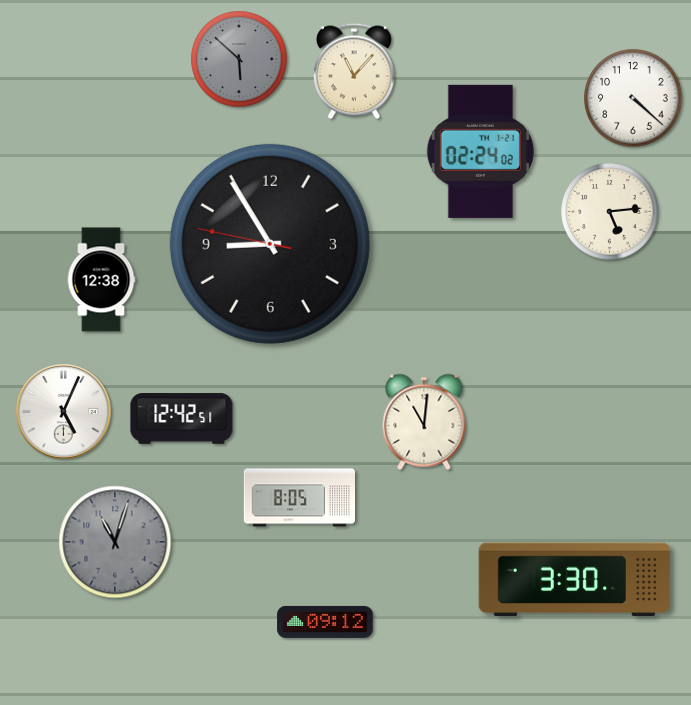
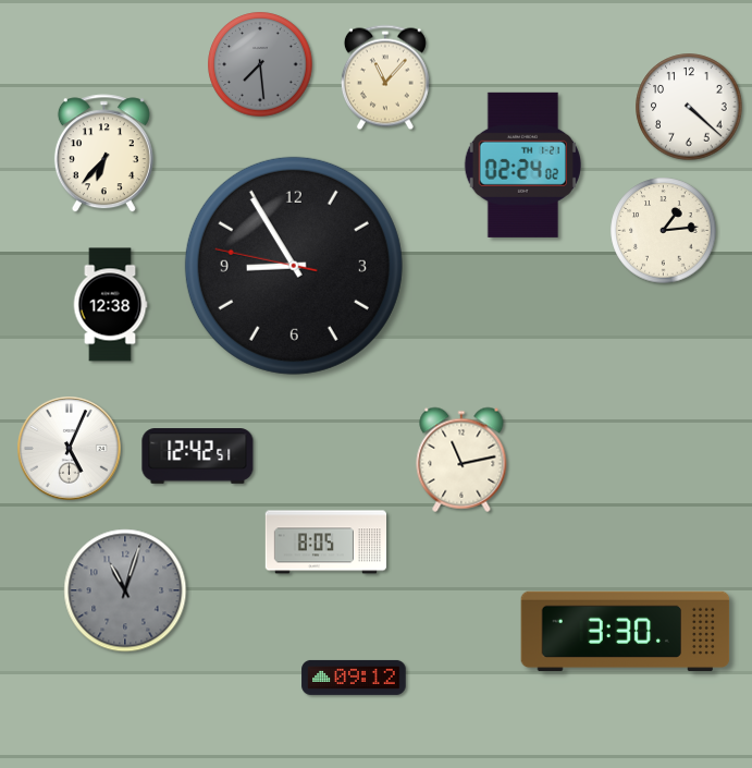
clock at (239, 59): 5:52 -> 7:29
clock at (103, 154): none -> 6:37
clock at (610, 212): 5:14 -> 1:14
clock at (424, 422): 11:01 -> 11:13
